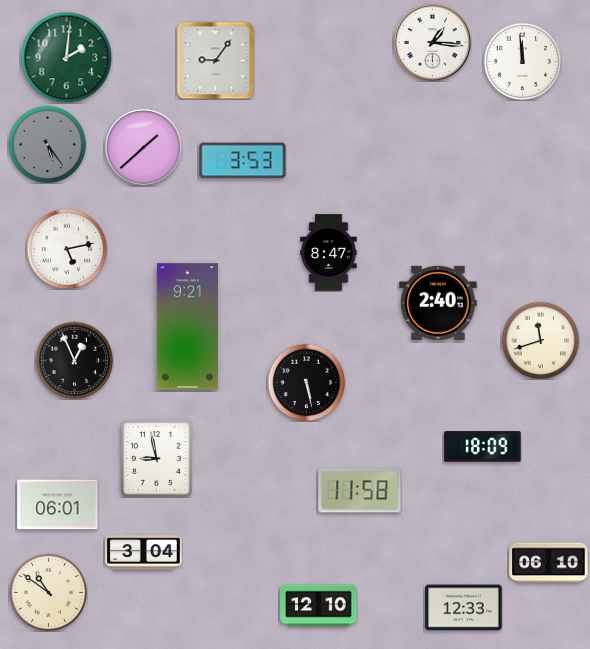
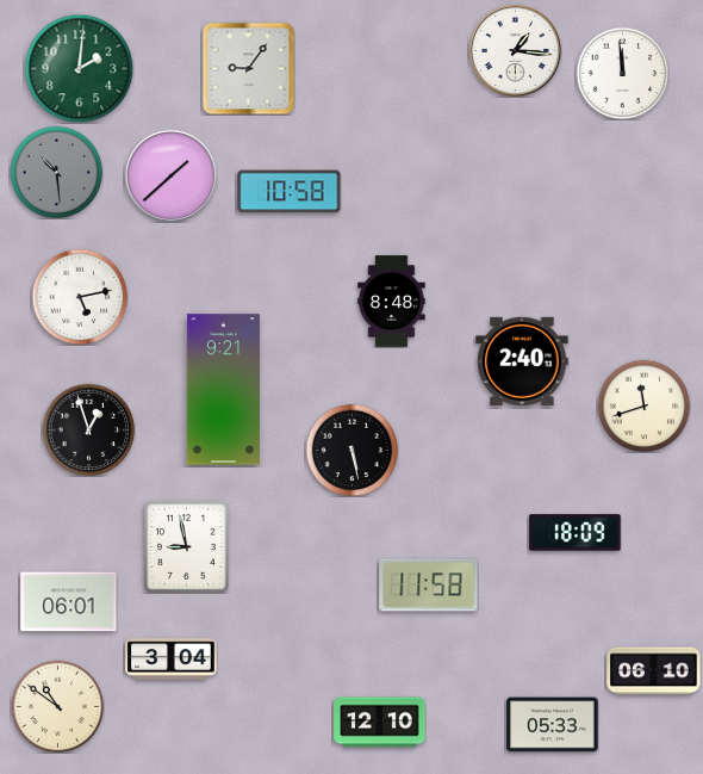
clock at (215, 60) position: (215, 60) -> (248, 68)
clock at (47, 144): 5:24 -> 10:29
clock at (243, 161): 3:53 -> 10:58
clock at (329, 253): 8:47 -> 8:48
clock at (74, 360): 12:56 -> 12:57
clock at (306, 382) position: (306, 382) -> (351, 450)
clock at (464, 608): 12:33 -> 05:33
